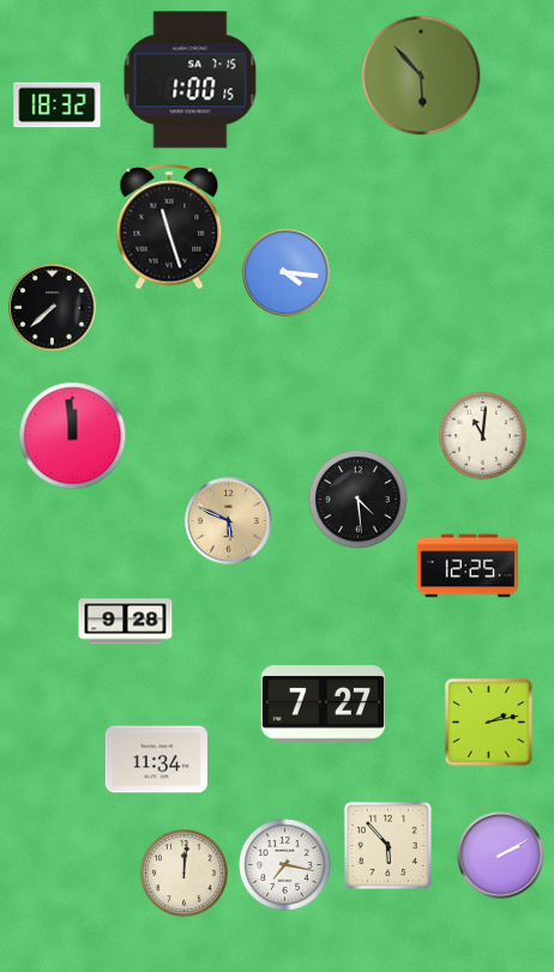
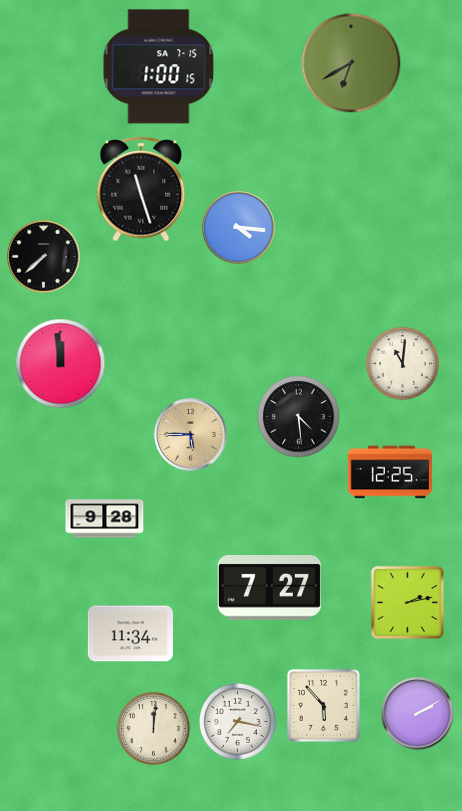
clock at (421, 76): 5:53 -> 6:40
clock at (58, 105): 18:32 -> none
clock at (229, 521): 5:49 -> 5:45
